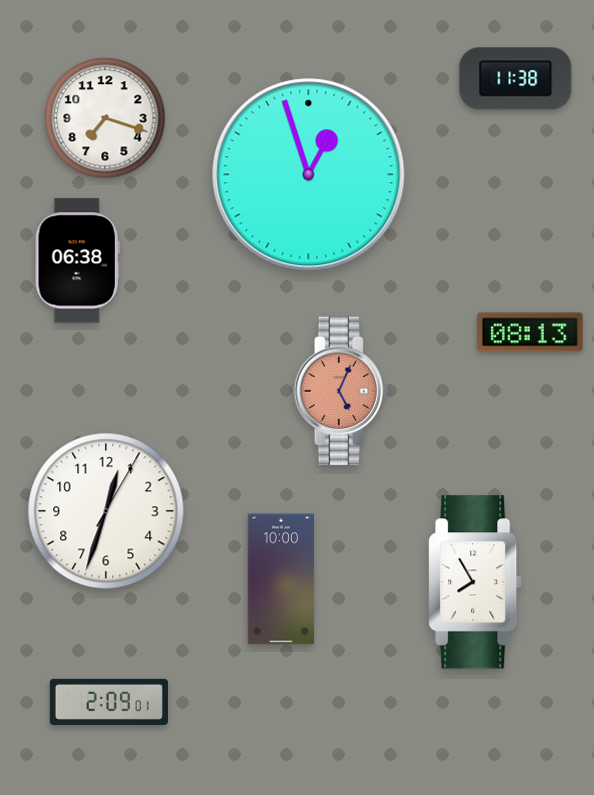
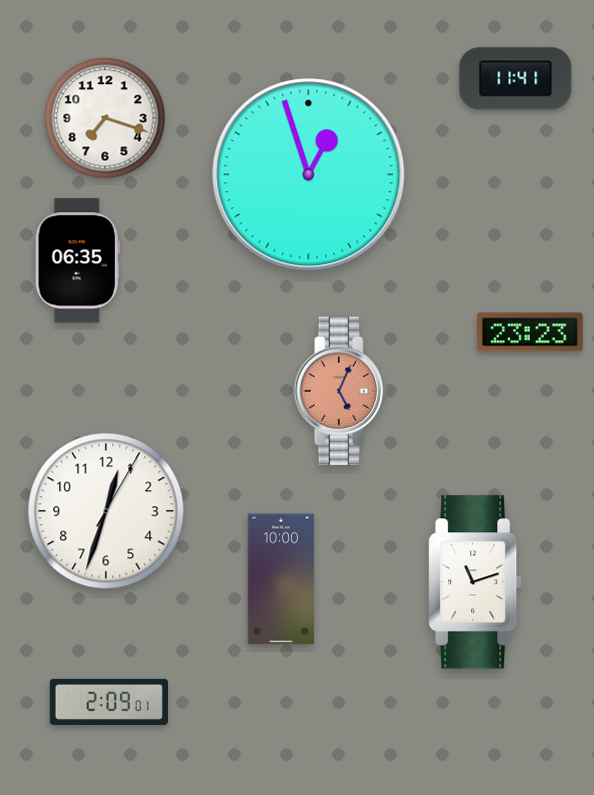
clock at (516, 79): 11:38 -> 11:41
clock at (77, 261): 06:38 -> 06:35
clock at (531, 332): 08:13 -> 23:23
clock at (475, 582): 7:55 -> 11:12
